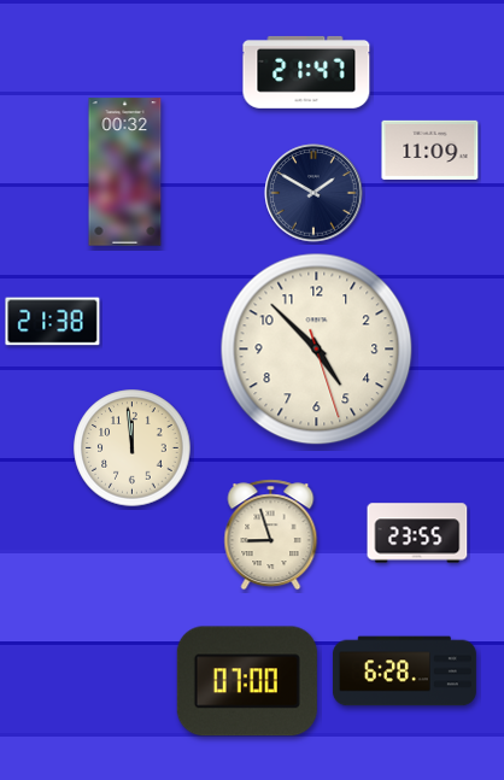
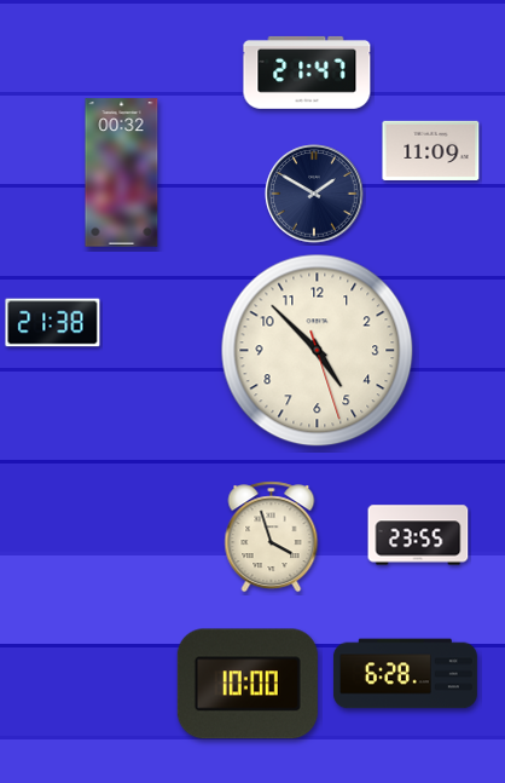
clock at (125, 172) position: (125, 172) -> (122, 173)
clock at (133, 448): 11:59 -> none
clock at (271, 535): 8:57 -> 3:57
clock at (247, 681): 07:00 -> 10:00
